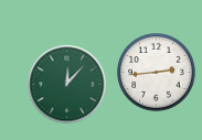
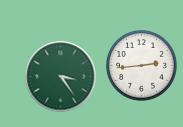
clock at (67, 85): 12:07 -> 3:24
